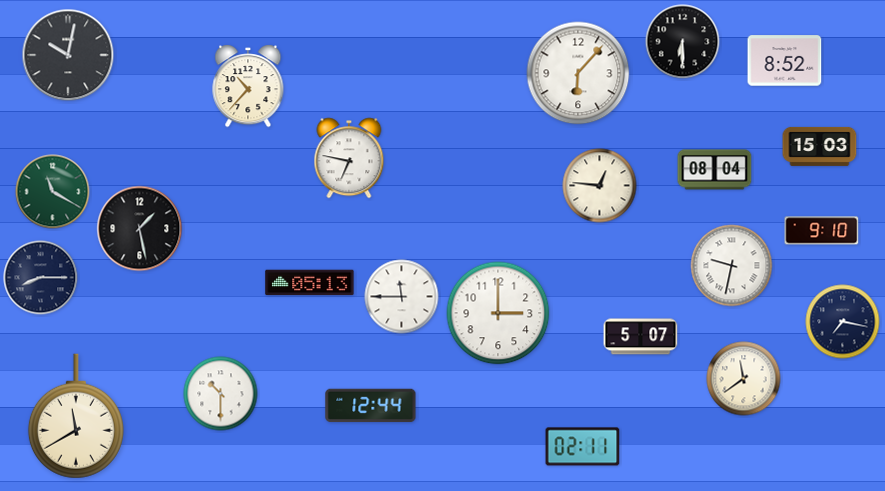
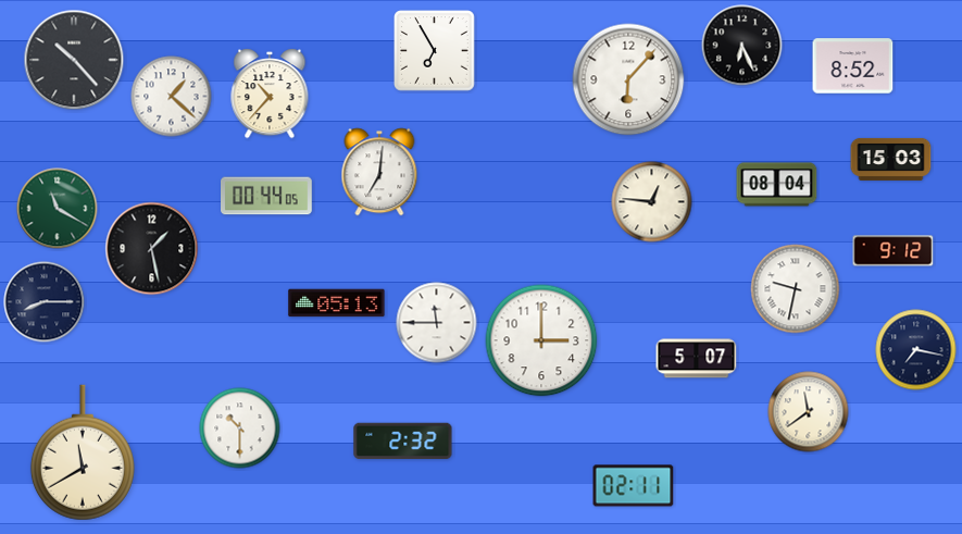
clock at (683, 42): 6:30 -> 6:26
clock at (435, 51): none -> 6:55
clock at (68, 55): 10:02 -> 10:23
clock at (172, 97): none -> 1:22
clock at (349, 158): 6:47 -> 7:01
clock at (267, 196): none -> 00:44
clock at (822, 231): 9:10 -> 9:12
clock at (310, 283) position: (310, 283) -> (337, 303)
clock at (641, 337) position: (641, 337) -> (697, 359)
clock at (371, 406): 12:44 -> 2:32
